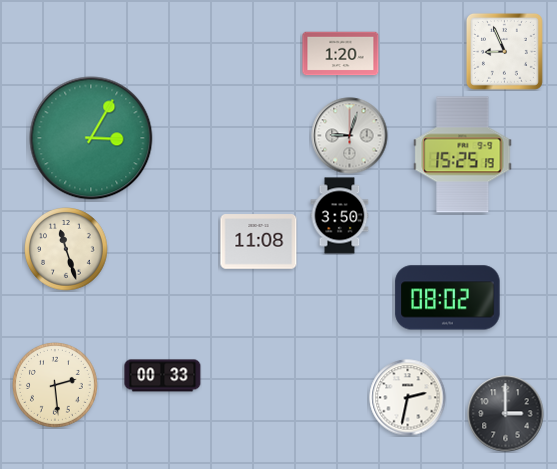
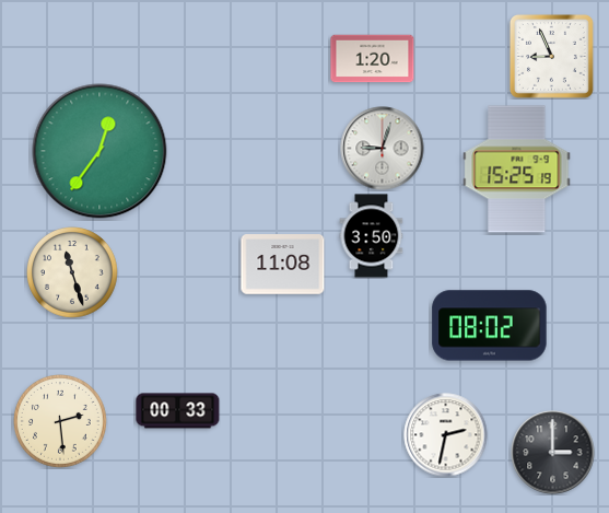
clock at (91, 138): 3:05 -> 12:36
clock at (463, 155) position: (463, 155) -> (517, 170)
